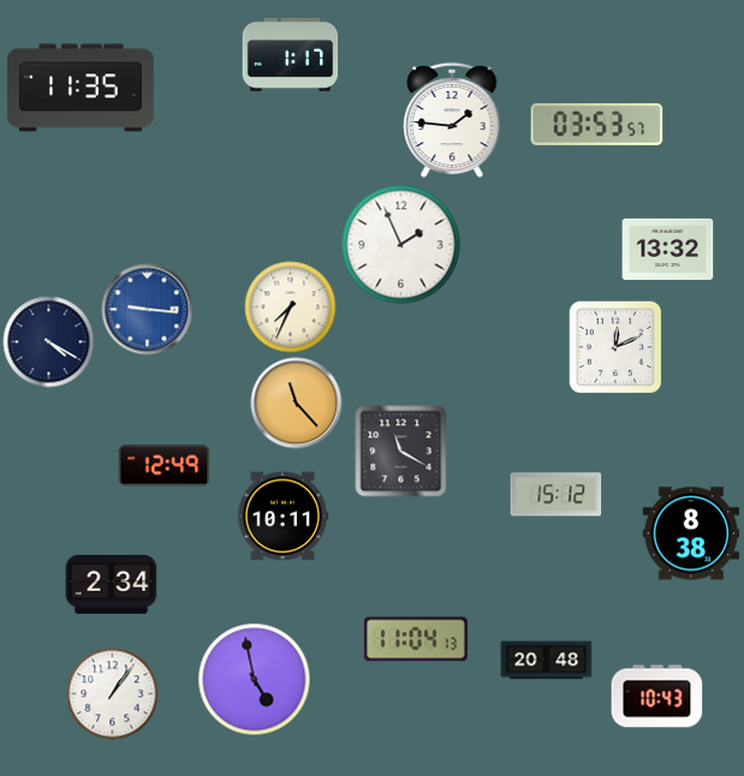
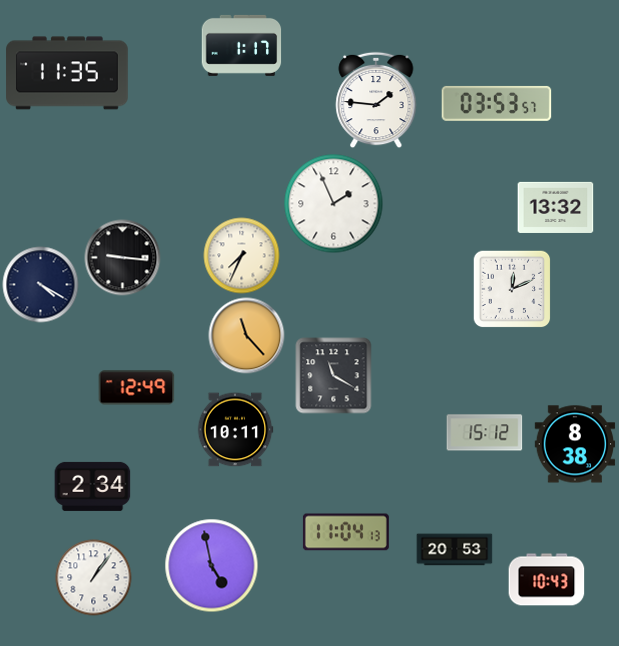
clock at (148, 310) dial: blue -> black
clock at (556, 495) position: (556, 495) -> (485, 433)
clock at (547, 661): 20:48 -> 20:53
